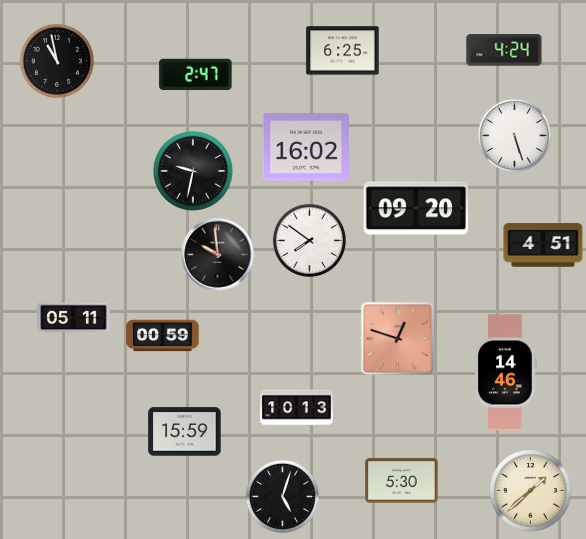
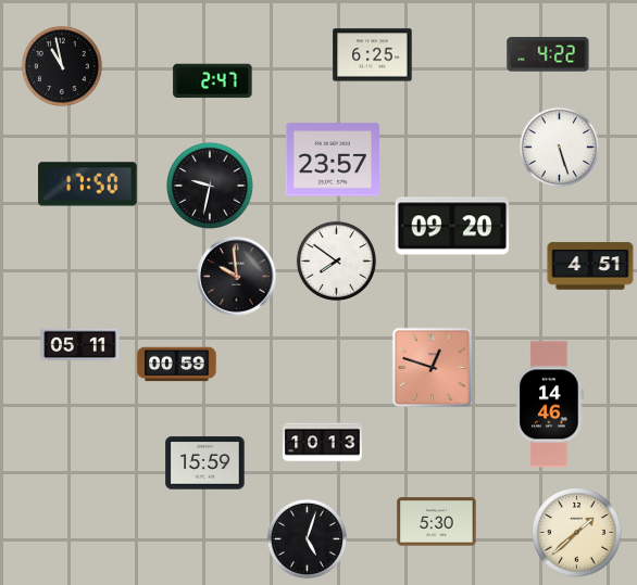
clock at (504, 50): 4:24 -> 4:22
clock at (305, 147): 16:02 -> 23:57
clock at (88, 185): none -> 17:50
clock at (185, 432) position: (185, 432) -> (205, 463)
